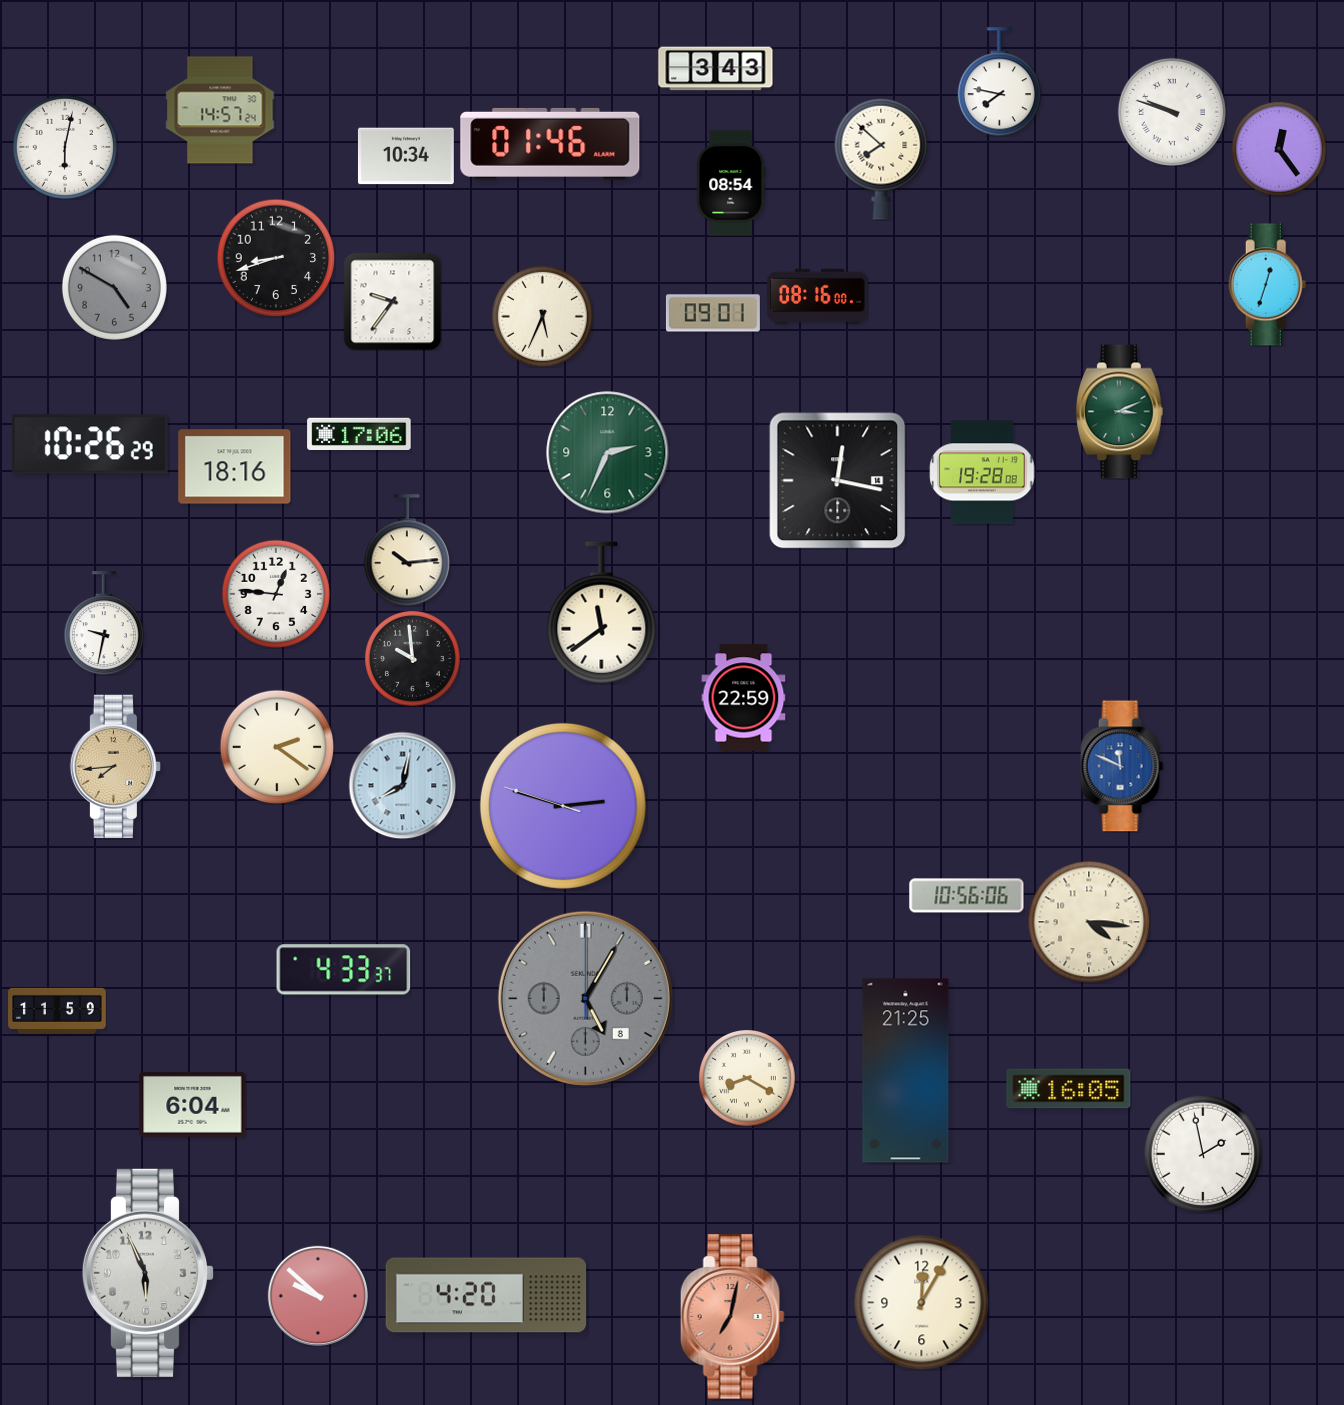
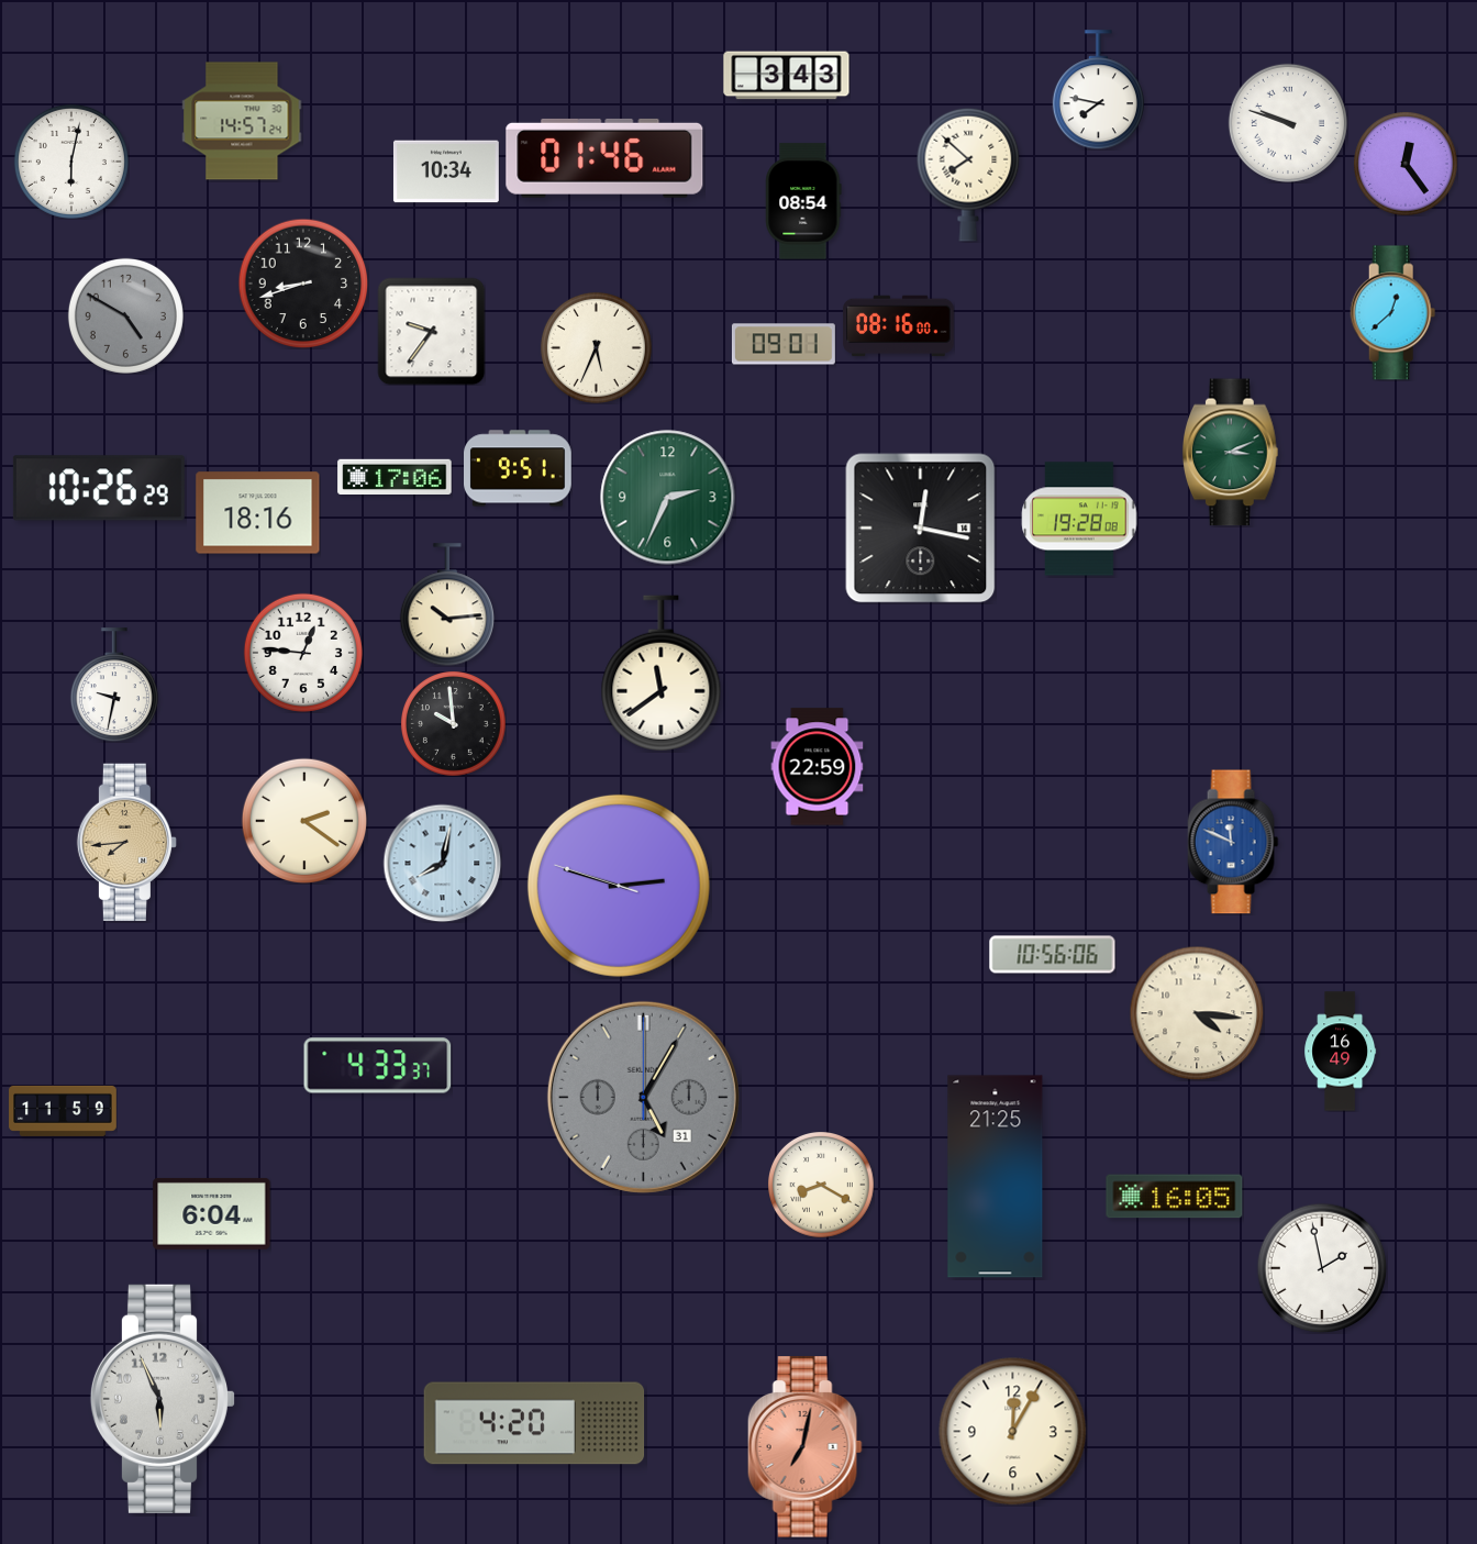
clock at (1268, 285): 12:33 -> 12:38
clock at (519, 468): none -> 9:51
clock at (967, 896) position: (967, 896) -> (1053, 955)
clock at (1341, 1052): none -> 16:49
clock at (585, 998) date: 8 -> 31
clock at (318, 1296): 9:52 -> none
